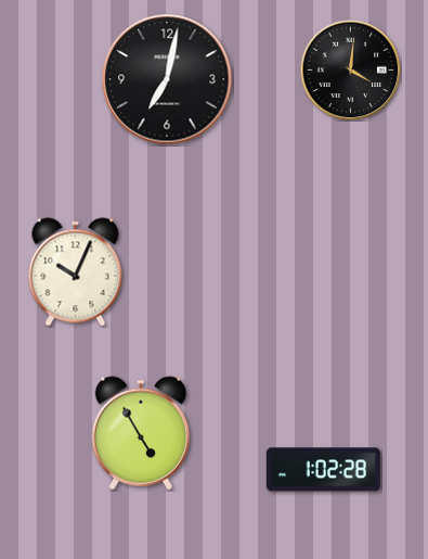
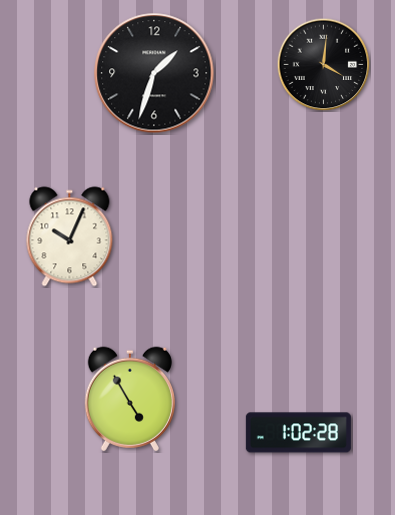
clock at (167, 79): 7:02 -> 1:33
clock at (76, 272) position: (76, 272) -> (70, 237)
